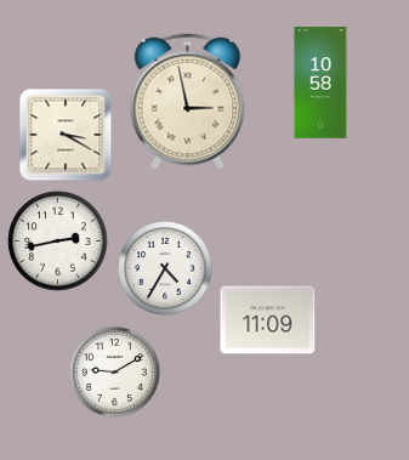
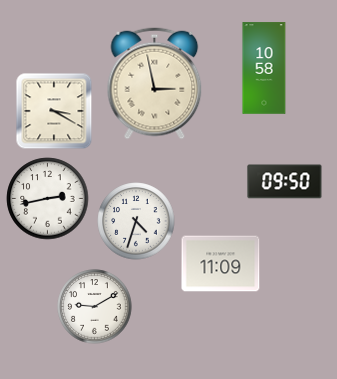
clock at (285, 182): none -> 09:50
clock at (165, 268): 4:35 -> 4:33
